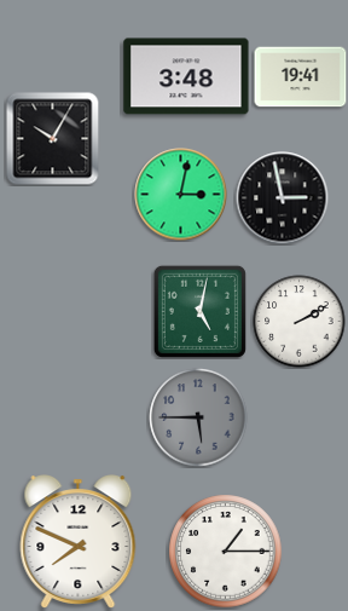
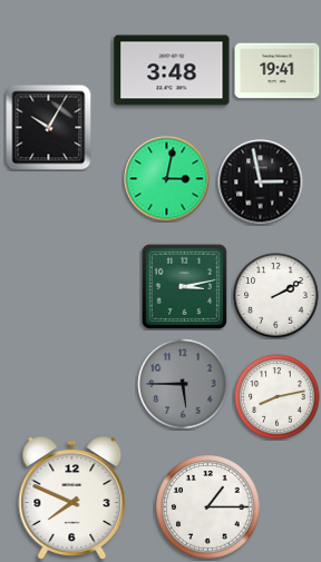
clock at (199, 311): 5:02 -> 3:13
clock at (278, 397): none -> 8:13
